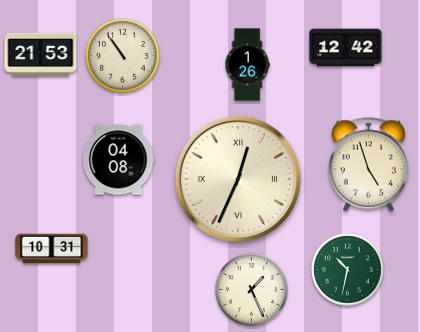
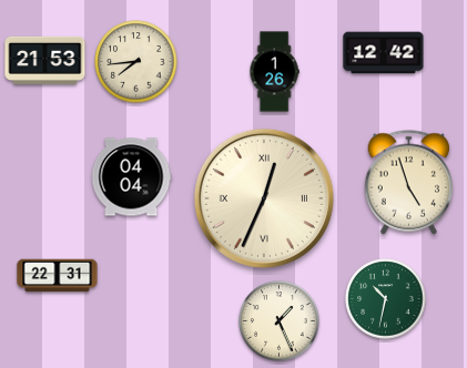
clock at (123, 56): 10:54 -> 7:44
clock at (118, 160): 04:08 -> 04:04
clock at (52, 249): 10:31 -> 22:31
